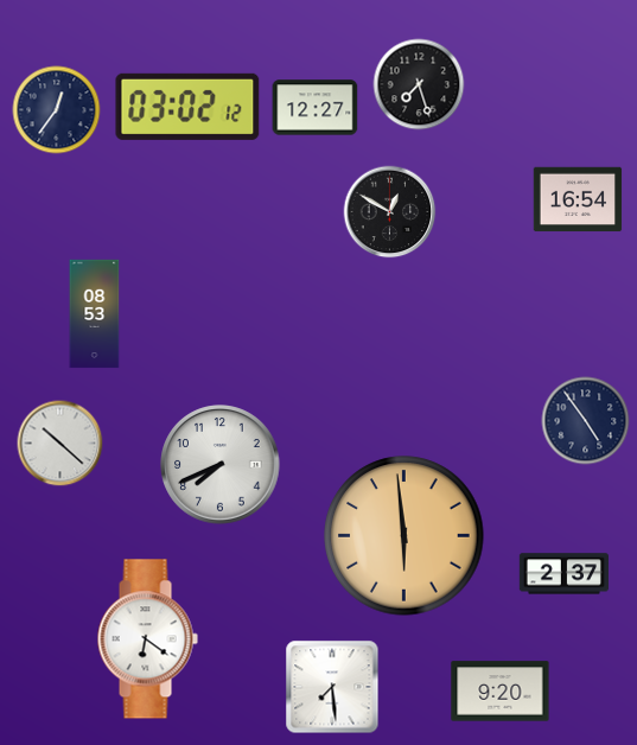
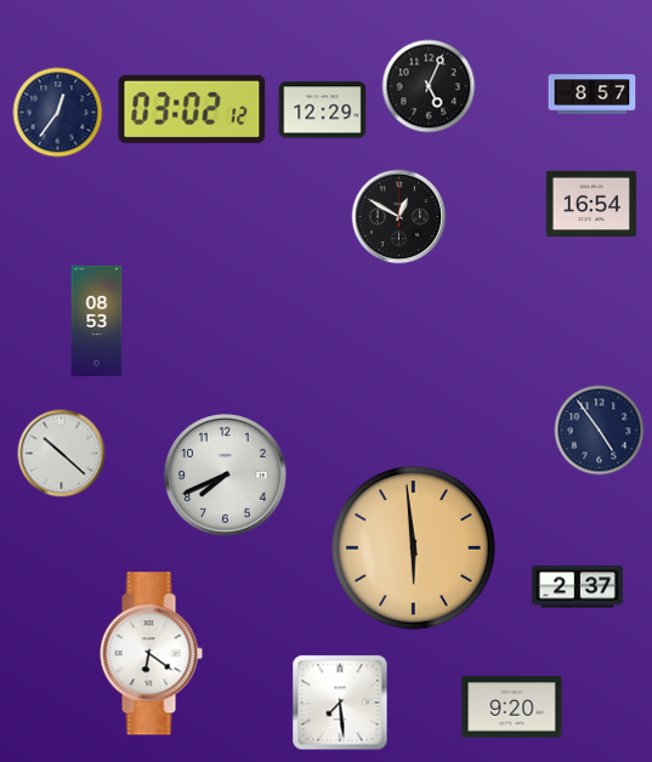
clock at (419, 84): 7:27 -> 5:04
clock at (593, 95): none -> 8:57
clock at (316, 108): 12:27 -> 12:29
